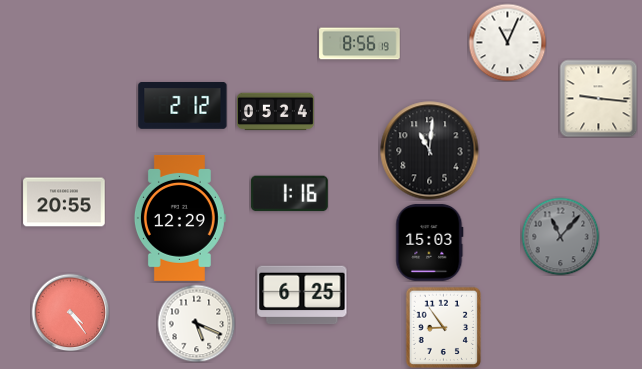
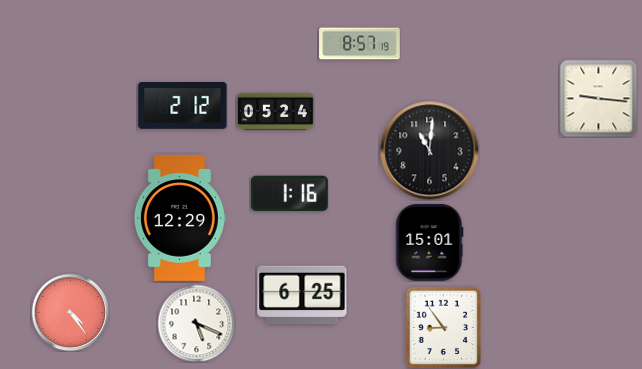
clock at (507, 42): 11:04 -> none
clock at (360, 44): 8:56 -> 8:57
clock at (64, 202): 20:55 -> none
clock at (560, 236): 11:07 -> none
clock at (430, 242): 15:03 -> 15:01
